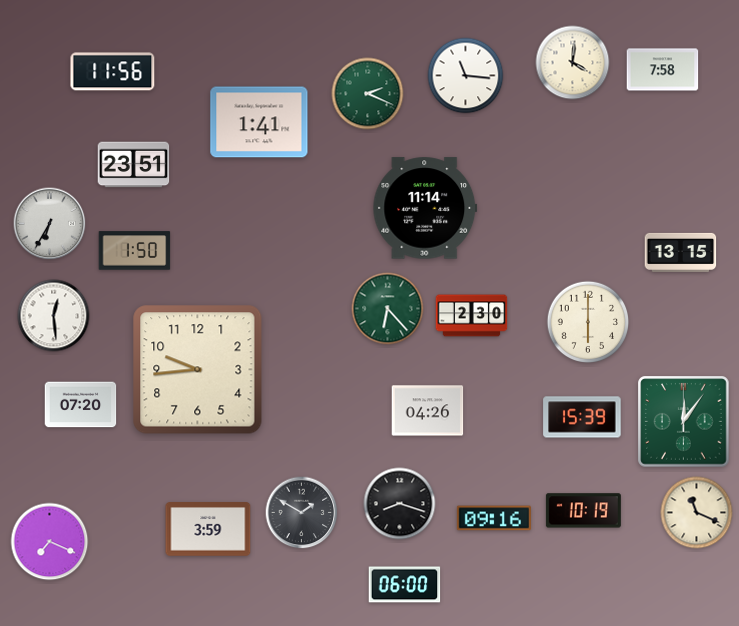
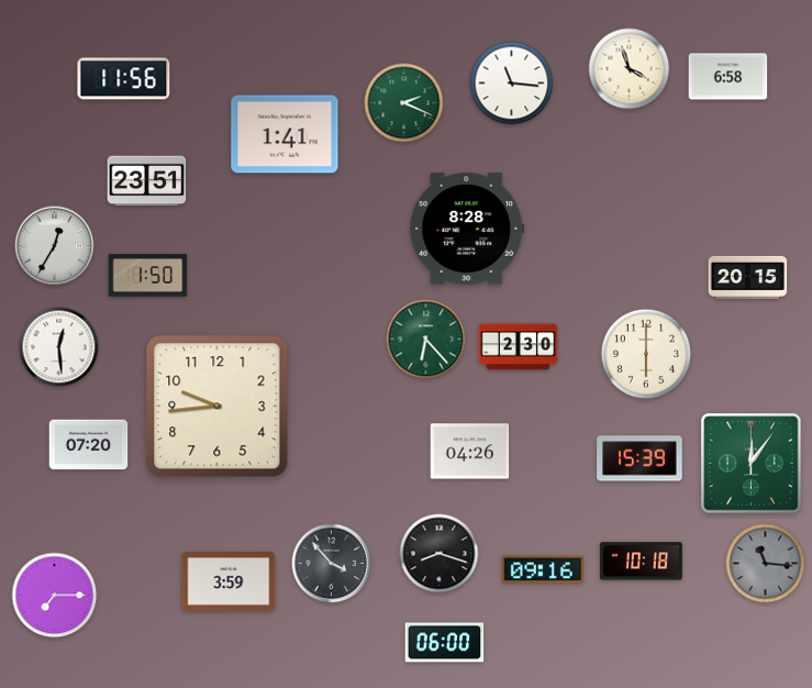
clock at (573, 63): 4:01 -> 3:57
clock at (663, 70): 7:58 -> 6:58
clock at (425, 208): 11:14 -> 8:28
clock at (50, 224): 6:35 -> 12:35
clock at (681, 252): 13:15 -> 20:15
clock at (583, 511): 10:19 -> 10:18
clock at (302, 513): 1:50 -> 3:53
clock at (697, 513): 11:19 -> 11:16
clock at (697, 513) dial: cream -> grey
clock at (50, 542): 7:19 -> 7:15
